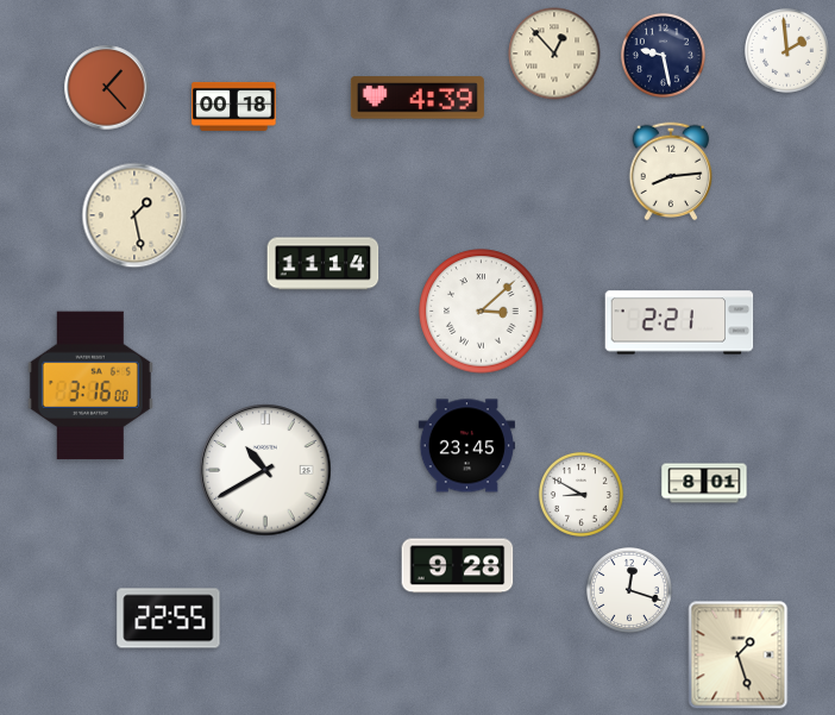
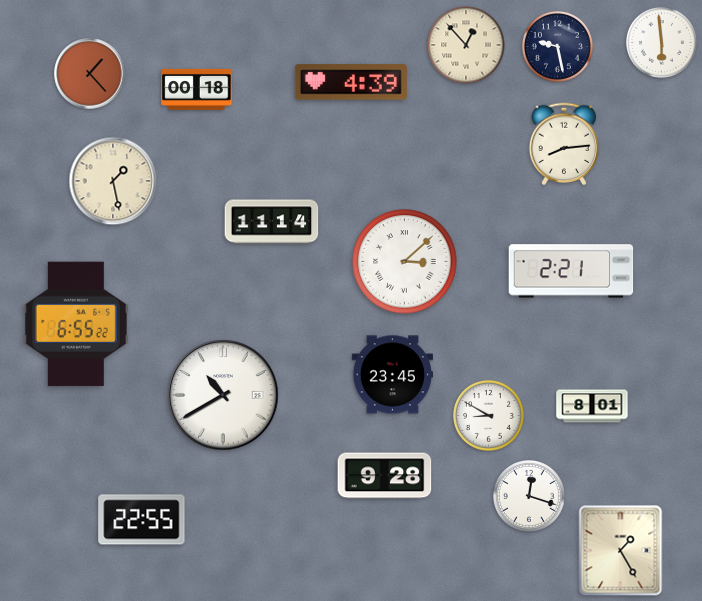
clock at (786, 50): 1:59 -> 5:59
clock at (90, 385): 3:16 -> 6:55
clock at (739, 656): 1:27 -> 1:25
